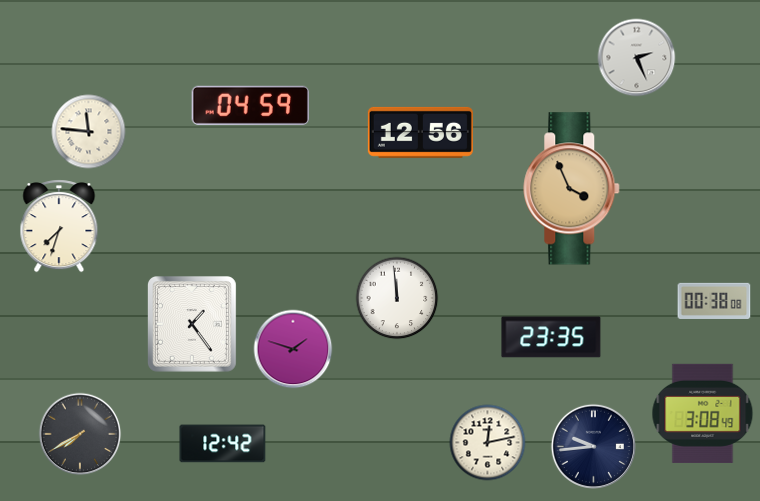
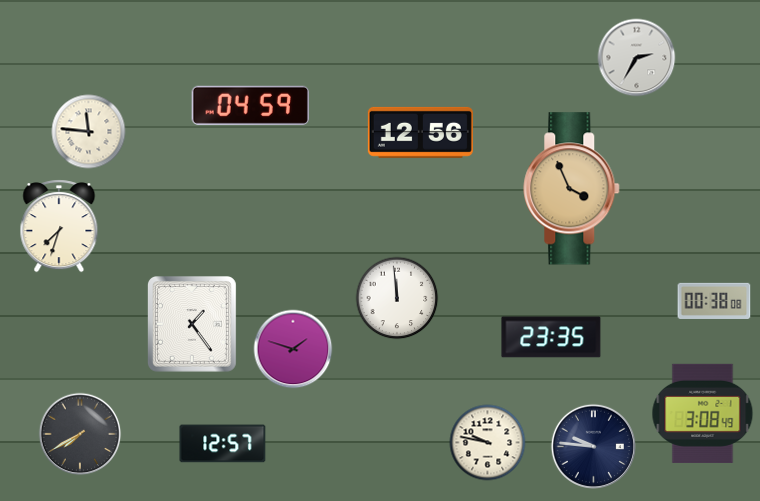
clock at (637, 58): 2:26 -> 2:35
clock at (488, 443): 12:13 -> 9:47
clock at (223, 444): 12:42 -> 12:57
clock at (593, 446): 9:44 -> 9:46
